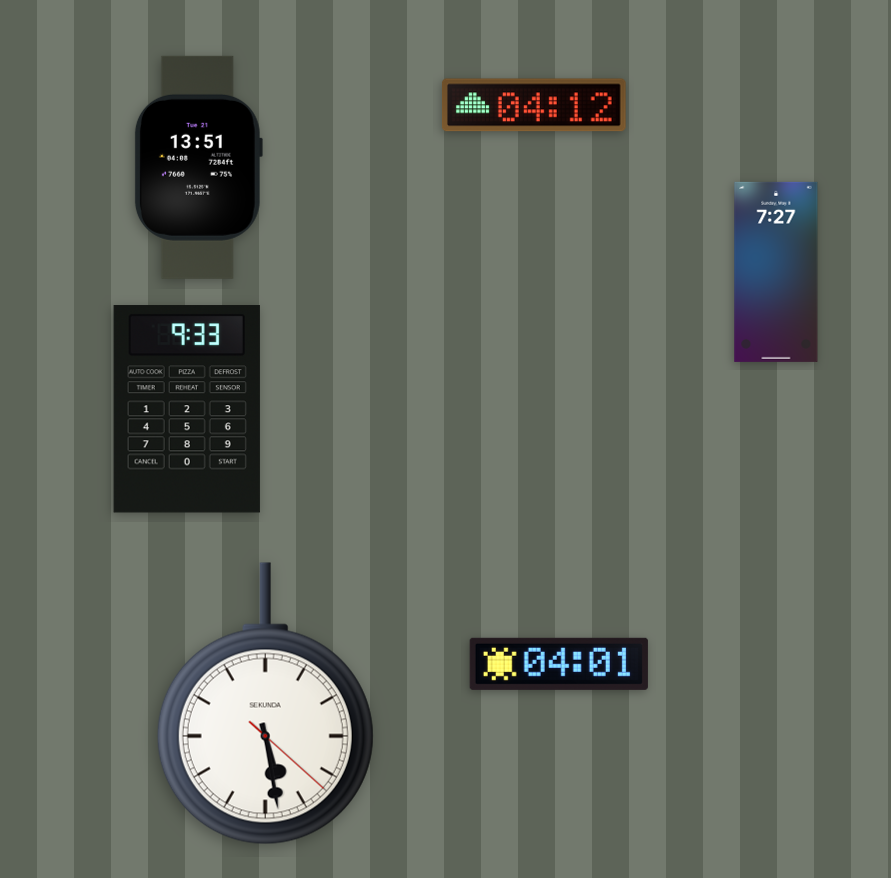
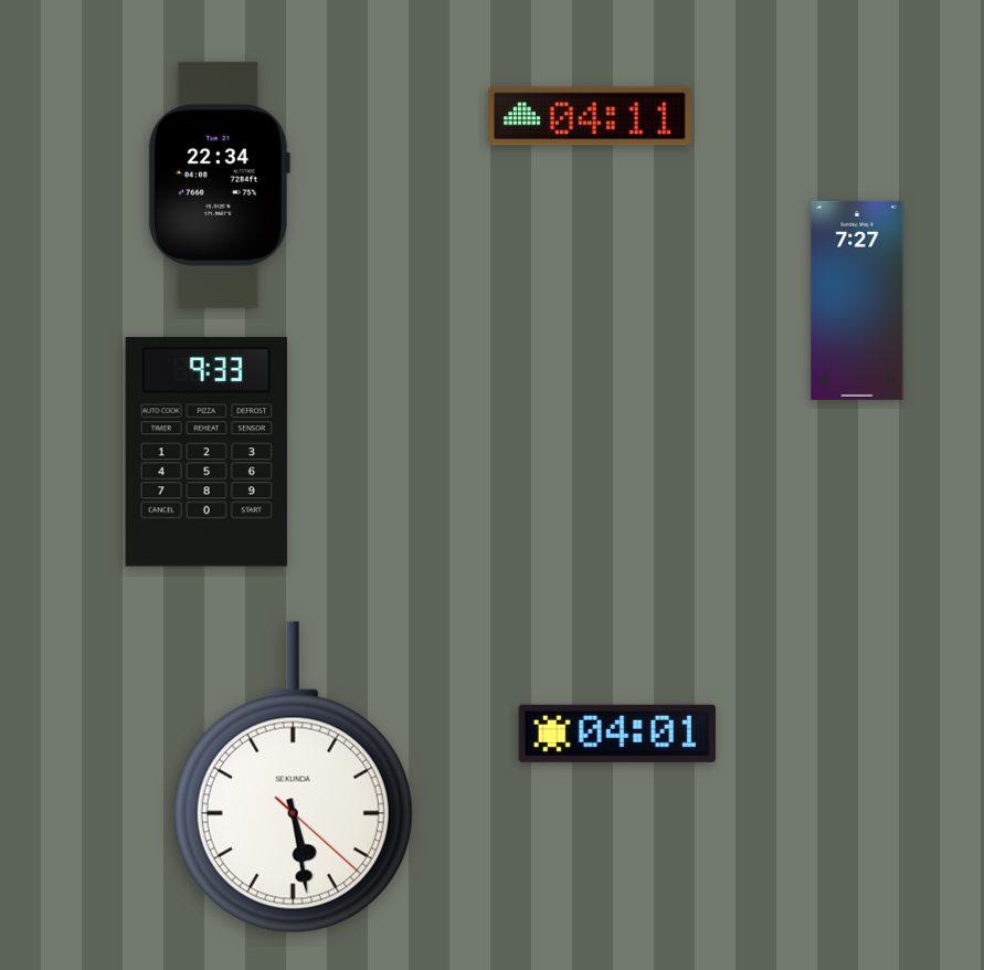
clock at (534, 105): 04:12 -> 04:11
clock at (198, 167): 13:51 -> 22:34
